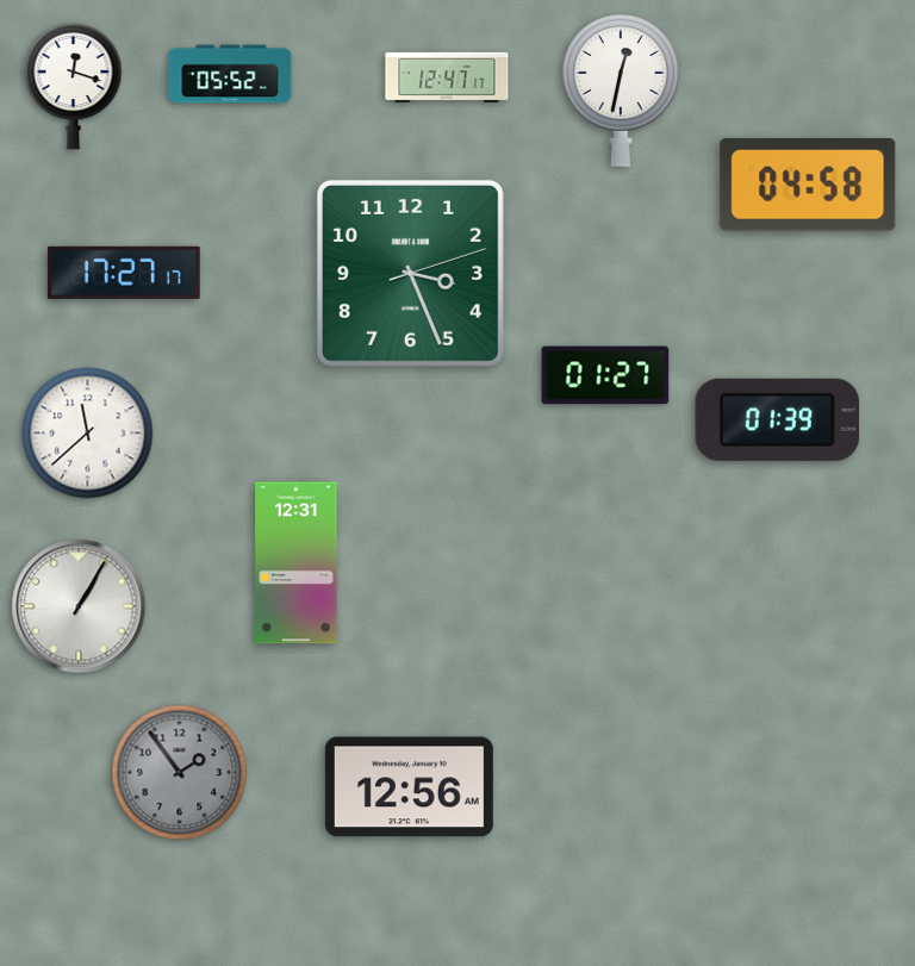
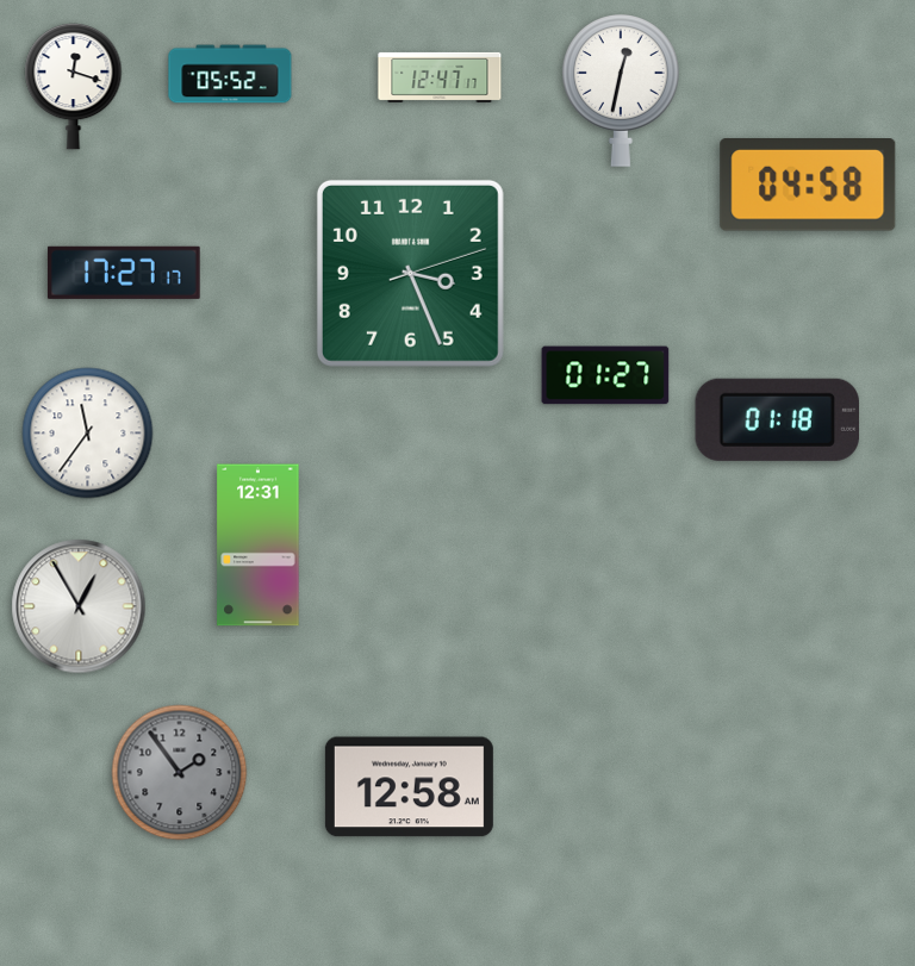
clock at (447, 77) position: (447, 77) -> (440, 77)
clock at (777, 419): 01:39 -> 01:18
clock at (88, 434): 11:38 -> 11:36
clock at (297, 563) position: (297, 563) -> (259, 546)
clock at (79, 606): 1:05 -> 12:55
clock at (409, 787): 12:56 -> 12:58
